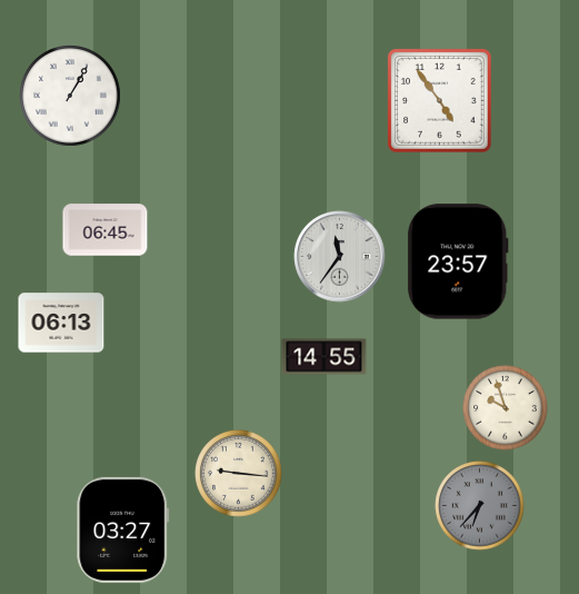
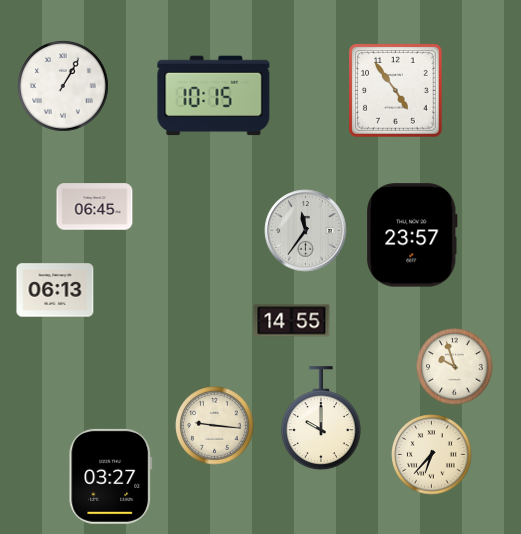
clock at (214, 96): none -> 10:15
clock at (321, 419): none -> 10:00
clock at (480, 506) dial: grey -> cream
